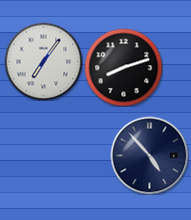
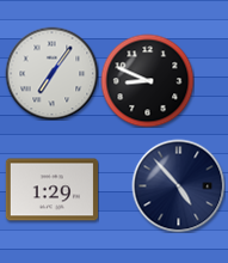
clock at (123, 67): 8:12 -> 8:49
clock at (51, 190): none -> 1:29
